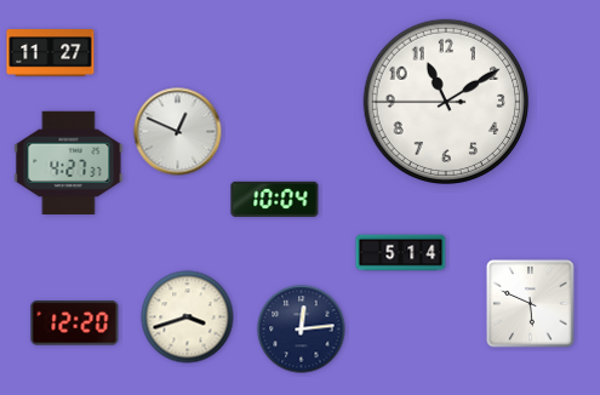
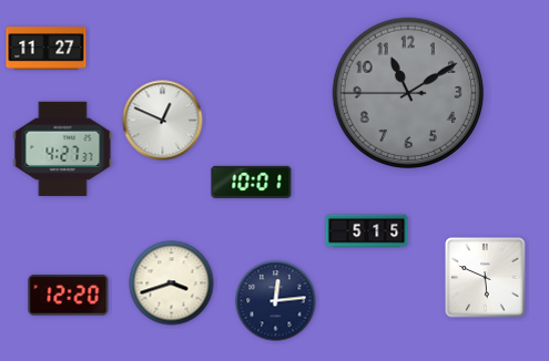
clock at (446, 102) dial: white -> grey
clock at (275, 199): 10:04 -> 10:01
clock at (401, 253): 5:14 -> 5:15
clock at (188, 317) position: (188, 317) -> (172, 283)
